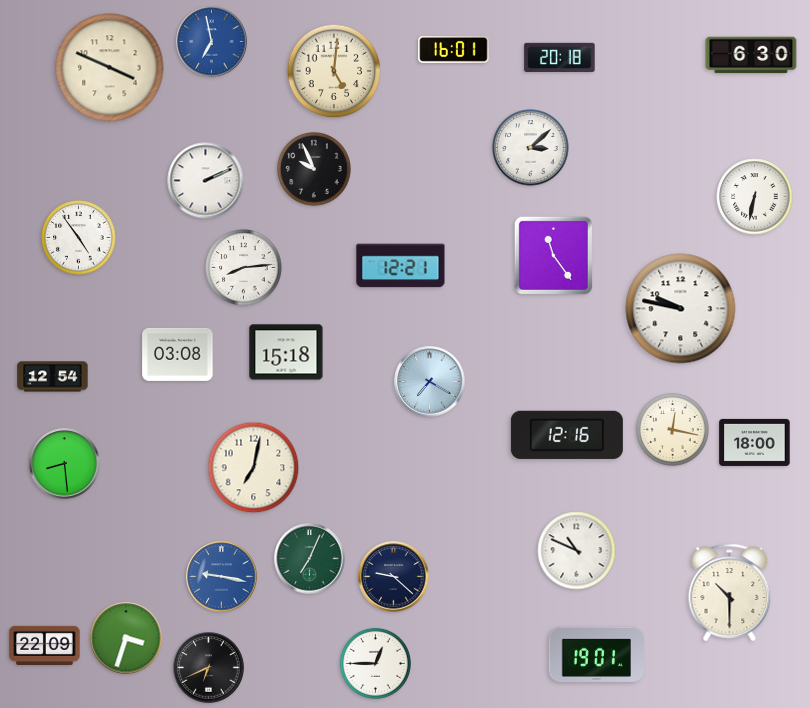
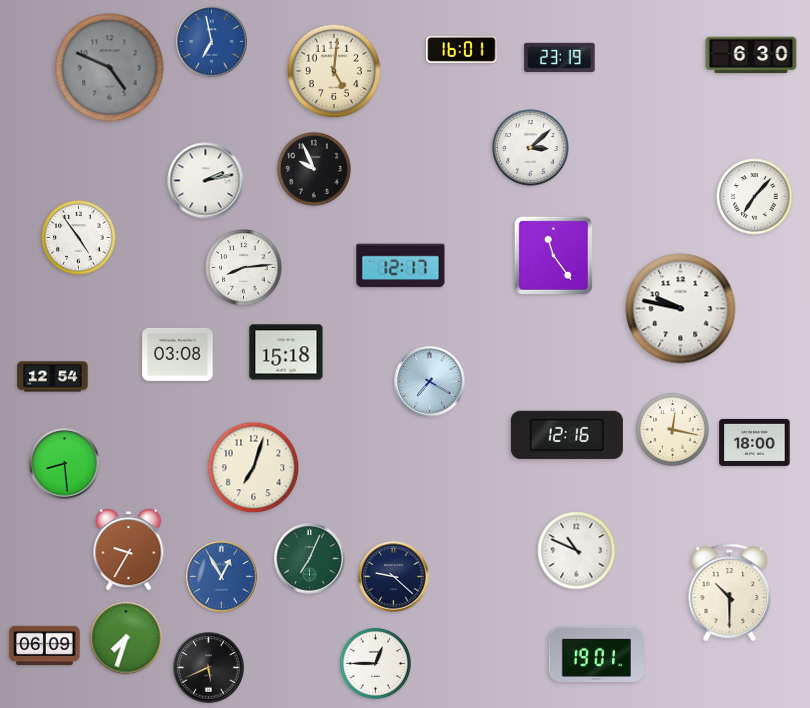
clock at (454, 50) position: (454, 50) -> (462, 50)
clock at (560, 57): 20:18 -> 23:19
clock at (110, 68): 3:49 -> 4:49
clock at (110, 68) dial: cream -> grey
clock at (206, 181): 2:11 -> 2:13
clock at (755, 197): 6:32 -> 7:07
clock at (401, 266): 12:21 -> 12:17
clock at (254, 468): 7:02 -> 7:03
clock at (129, 550): none -> 9:35
clock at (222, 577): 9:17 -> 12:55
clock at (126, 638): 3:33 -> 7:33
clock at (45, 646): 22:09 -> 06:09
clock at (209, 668): 6:41 -> 5:41
